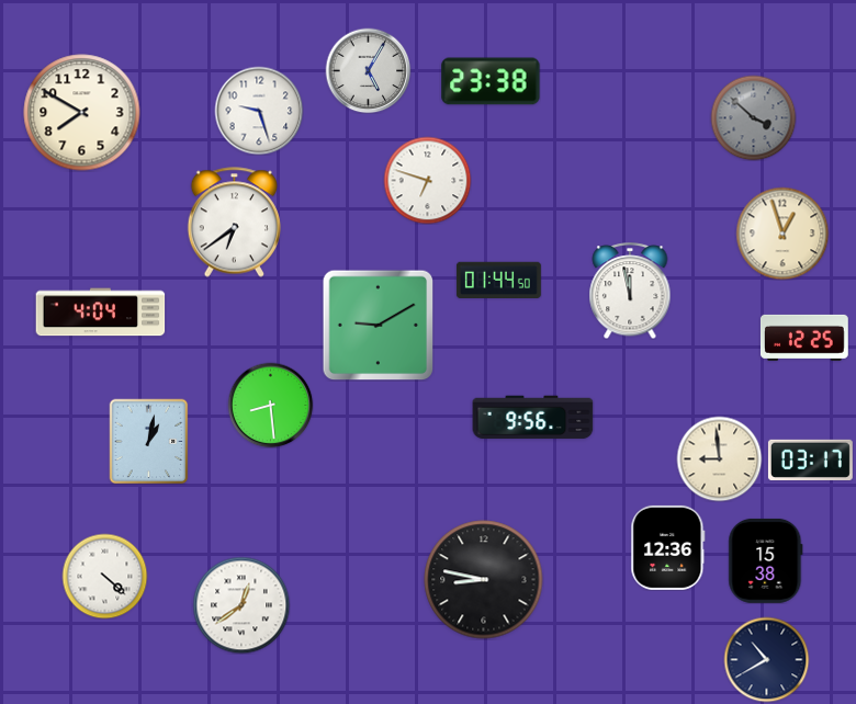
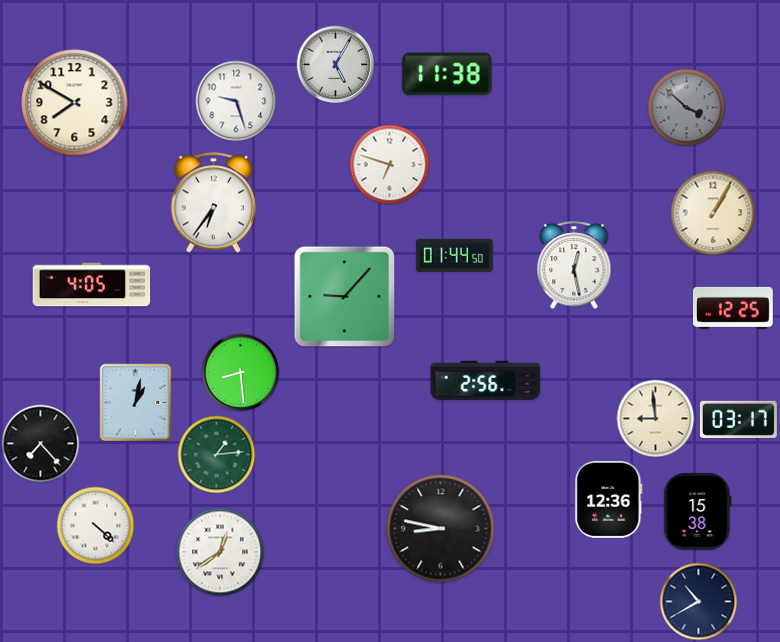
clock at (491, 81): 23:38 -> 11:38
clock at (234, 223): 6:39 -> 6:36
clock at (782, 234): 12:57 -> 1:05
clock at (630, 291): 11:58 -> 12:28
clock at (101, 313): 4:04 -> 4:05
clock at (378, 325): 9:10 -> 9:07
clock at (270, 405) position: (270, 405) -> (240, 372)
clock at (533, 418): 9:56 -> 2:56
clock at (40, 443): none -> 7:23
clock at (216, 454): none -> 1:14
